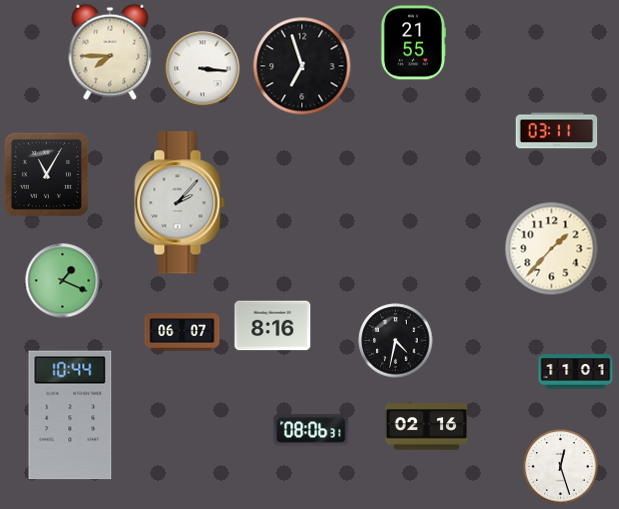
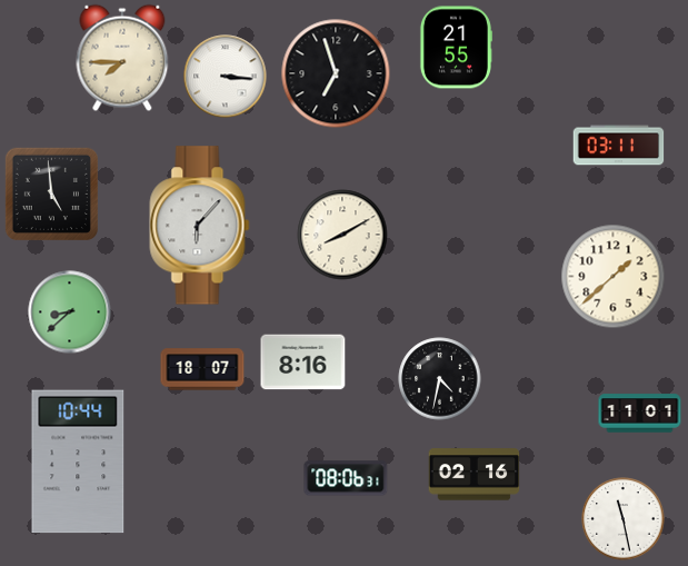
clock at (412, 43) position: (412, 43) -> (455, 48)
clock at (46, 174): 11:05 -> 4:59
clock at (180, 203): 2:07 -> 6:07
clock at (342, 235): none -> 8:10
clock at (552, 249): 1:37 -> 1:38
clock at (63, 281): 1:19 -> 8:38
clock at (182, 332): 06:07 -> 18:07
clock at (561, 467): 12:27 -> 11:28
